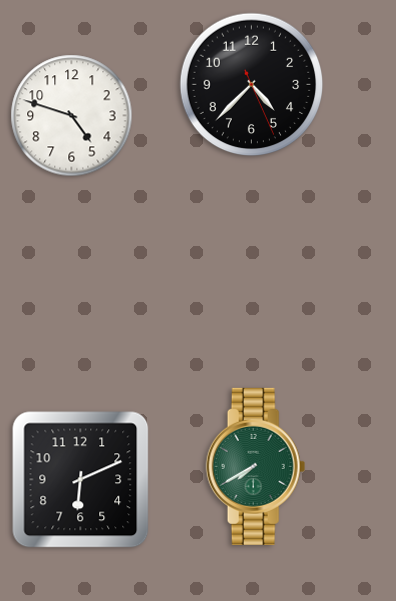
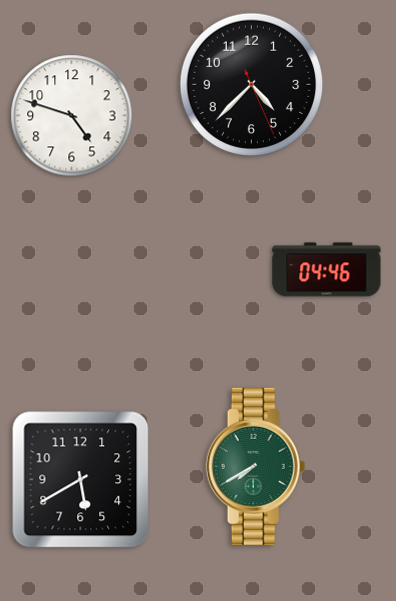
clock at (327, 270): none -> 04:46
clock at (81, 480): 6:11 -> 5:40
